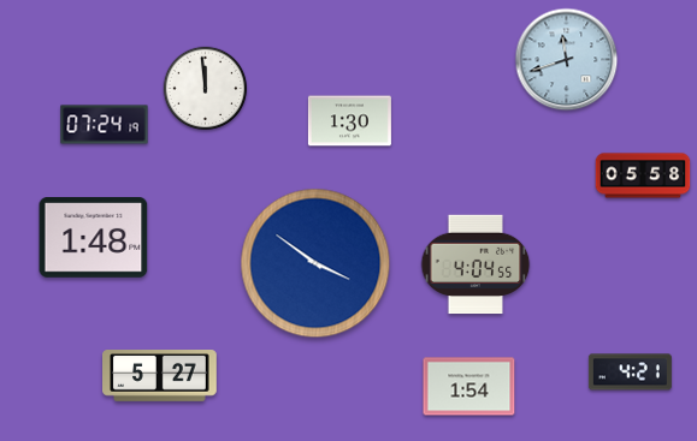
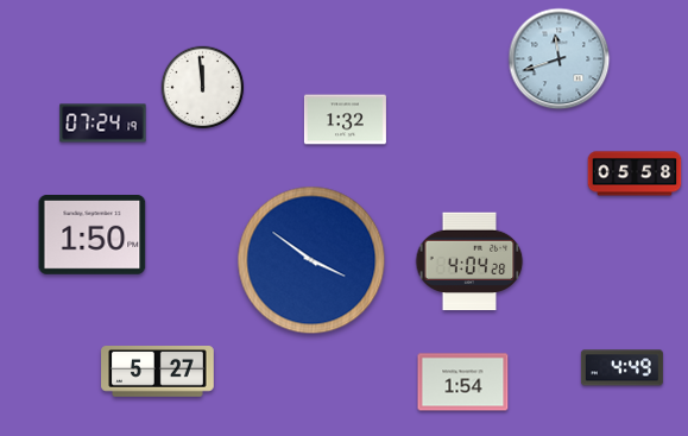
clock at (349, 121): 1:30 -> 1:32
clock at (94, 238): 1:48 -> 1:50
clock at (476, 264): 4:04:55 -> 4:04:28
clock at (630, 373): 4:21 -> 4:49
